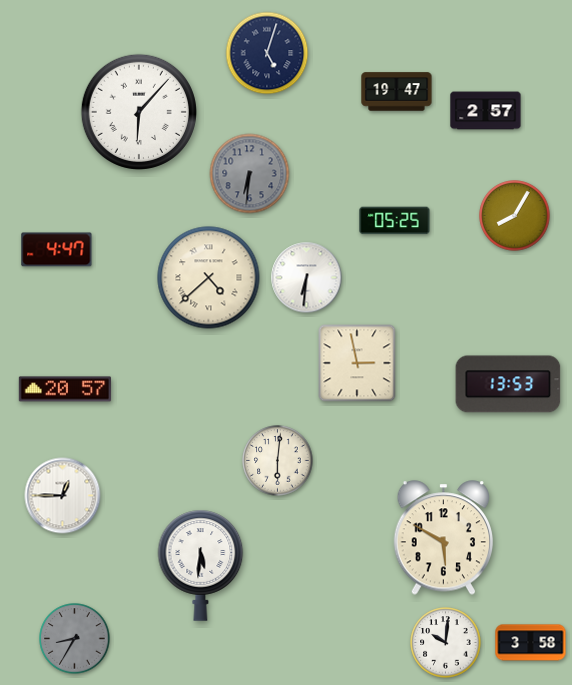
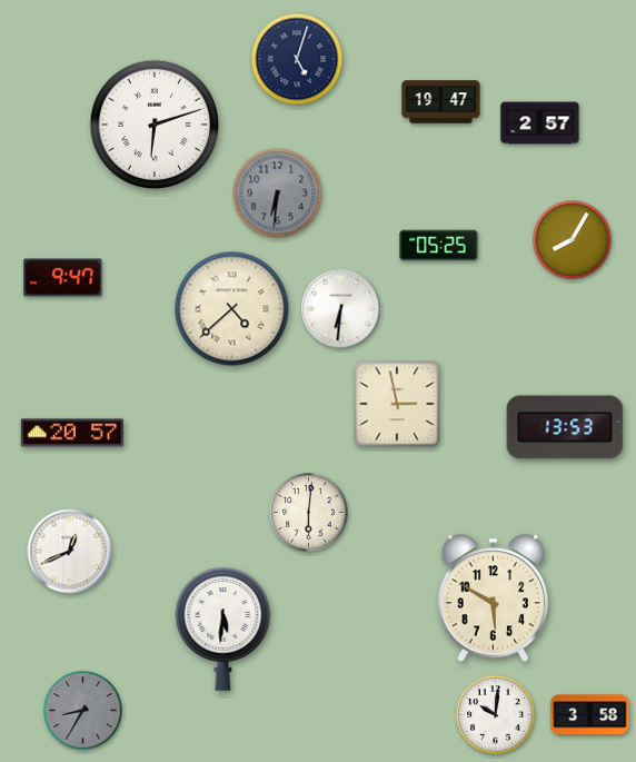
clock at (139, 112): 6:07 -> 6:12
clock at (57, 250): 4:47 -> 9:47
clock at (63, 496): 12:45 -> 12:41
